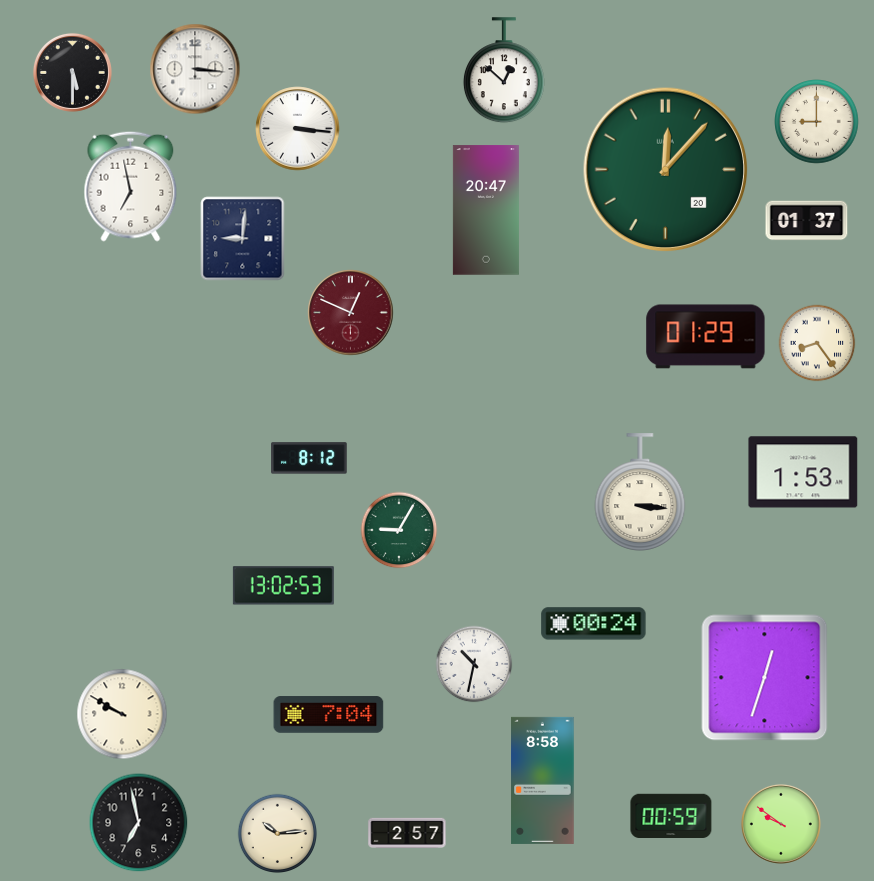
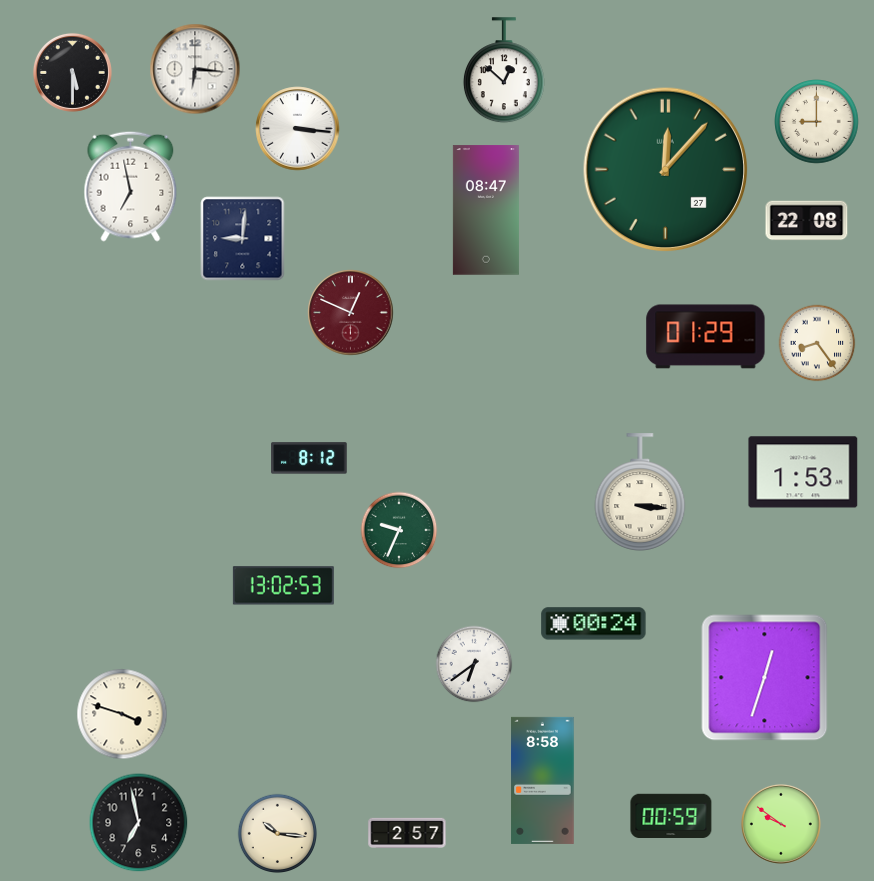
clock at (195, 69): 3:16 -> 6:16
clock at (666, 170) date: 20 -> 27
clock at (486, 210): 20:47 -> 08:47
clock at (807, 221): 01:37 -> 22:08
clock at (399, 530): 9:05 -> 9:34
clock at (474, 664): 10:32 -> 6:39
clock at (122, 714): 9:50 -> 3:48
clock at (329, 715): 7:04 -> none
clock at (278, 834): 10:14 -> 10:16
